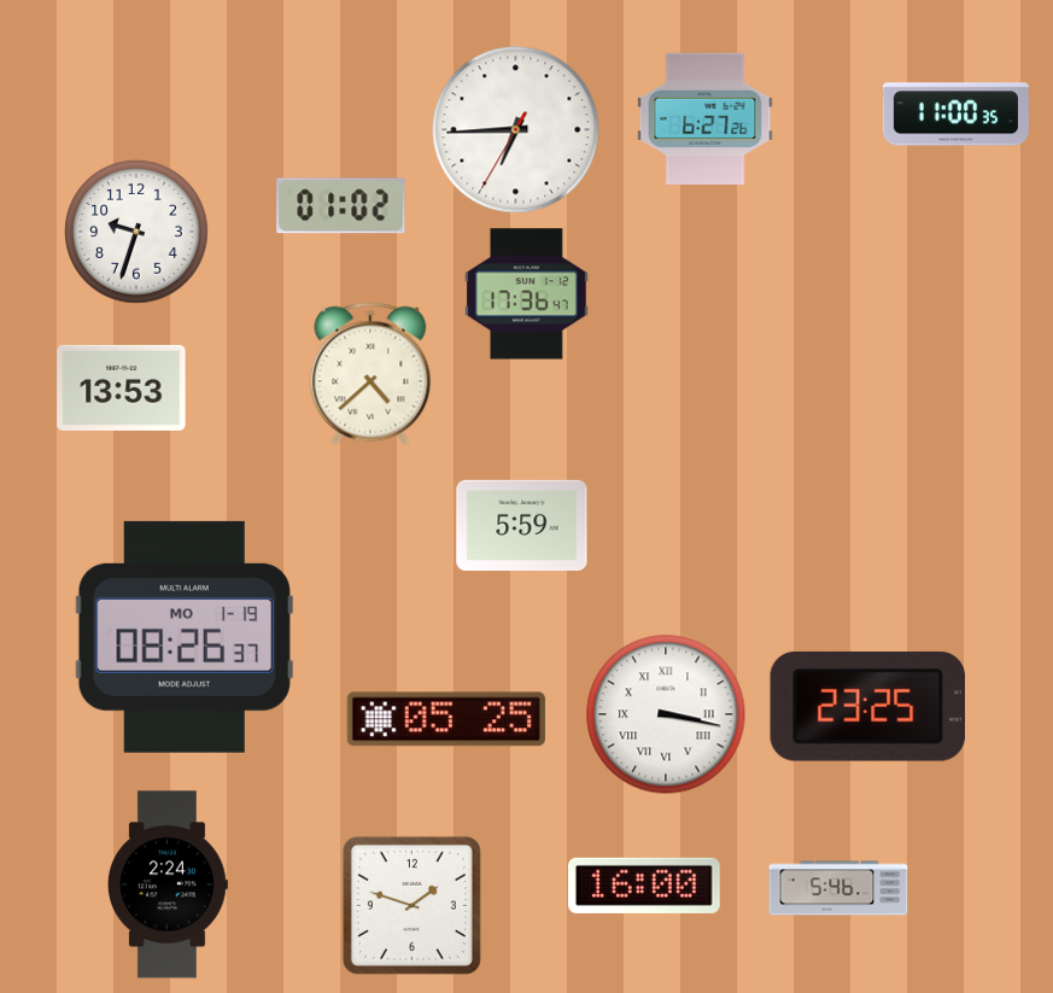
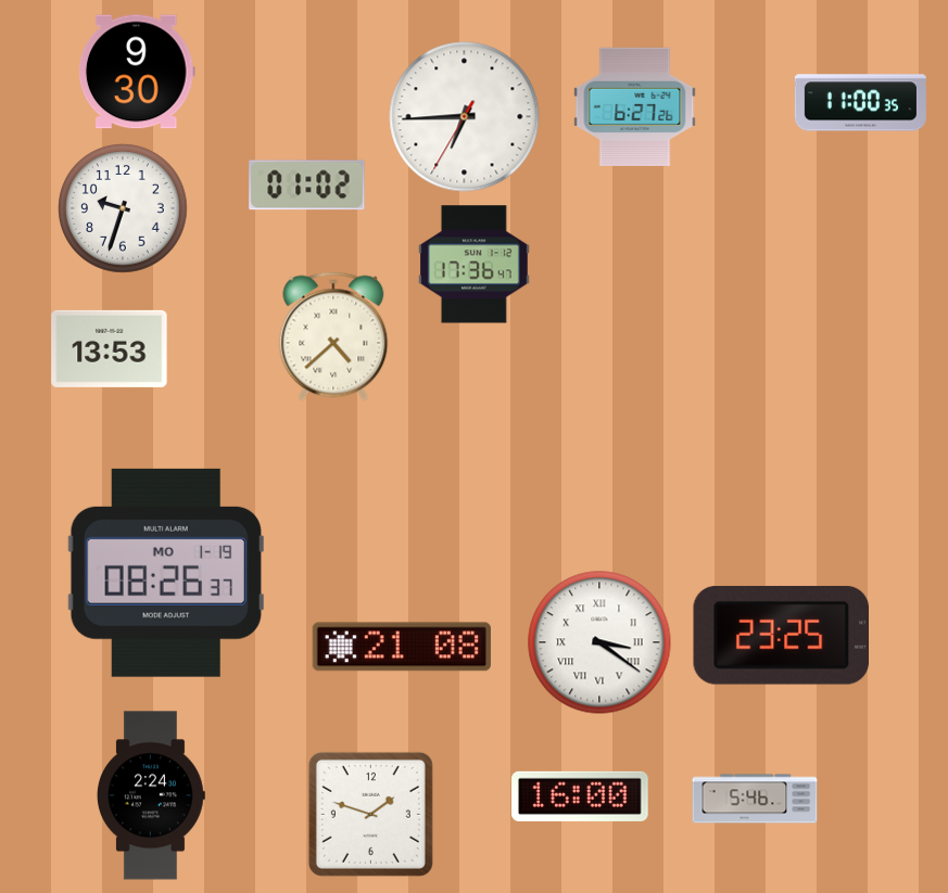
clock at (137, 72): none -> 9:30
clock at (522, 525): 5:59 -> none
clock at (666, 714): 3:17 -> 3:21
clock at (446, 719): 05:25 -> 21:08
